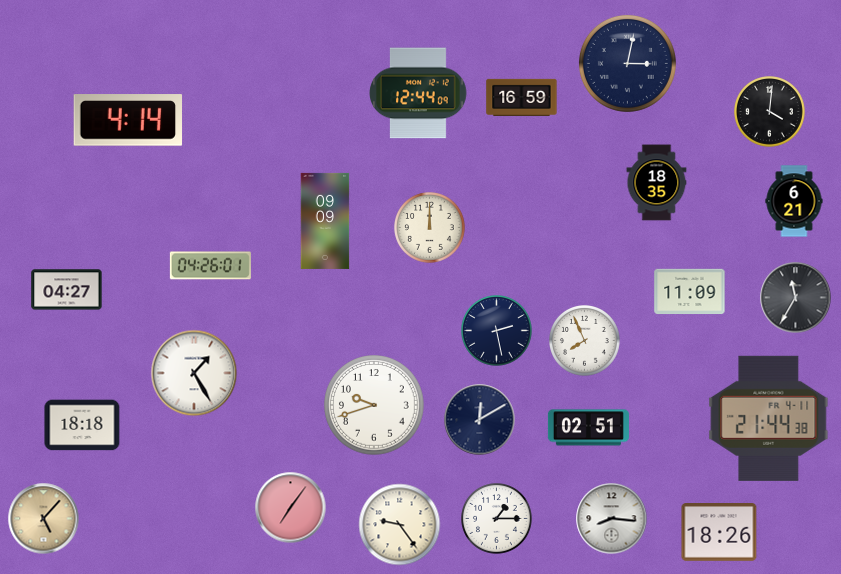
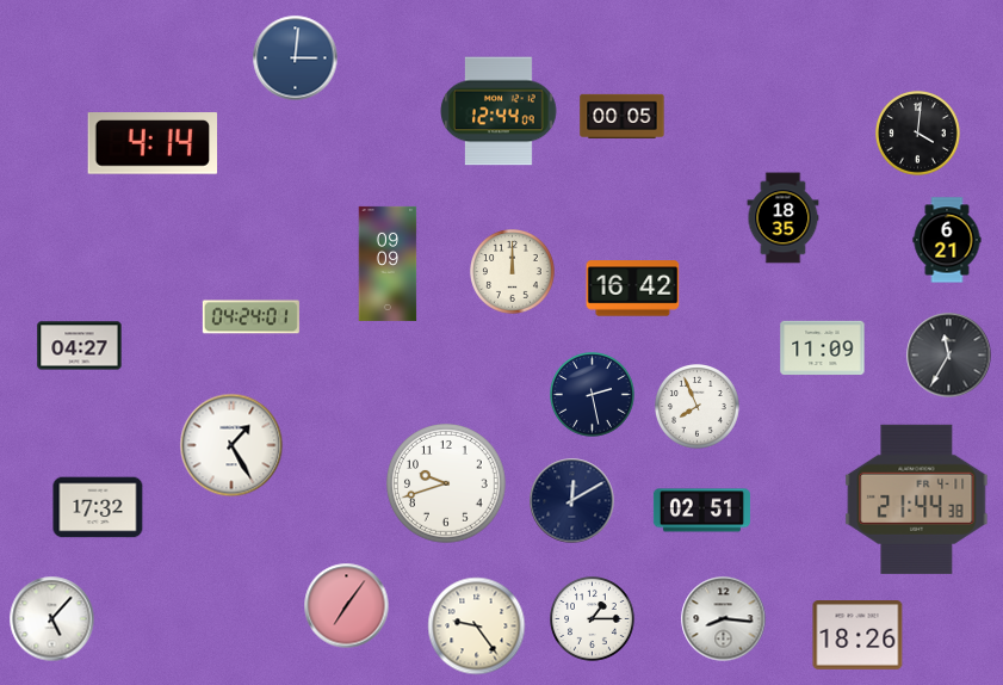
clock at (296, 58): none -> 3:01
clock at (627, 63): 3:02 -> none
clock at (522, 97): 16:59 -> 00:05
clock at (633, 289): none -> 16:42
clock at (210, 266): 04:26 -> 04:24
clock at (82, 425): 18:18 -> 17:32
clock at (44, 519) dial: champagne -> white
clock at (612, 519) position: (612, 519) -> (724, 619)
